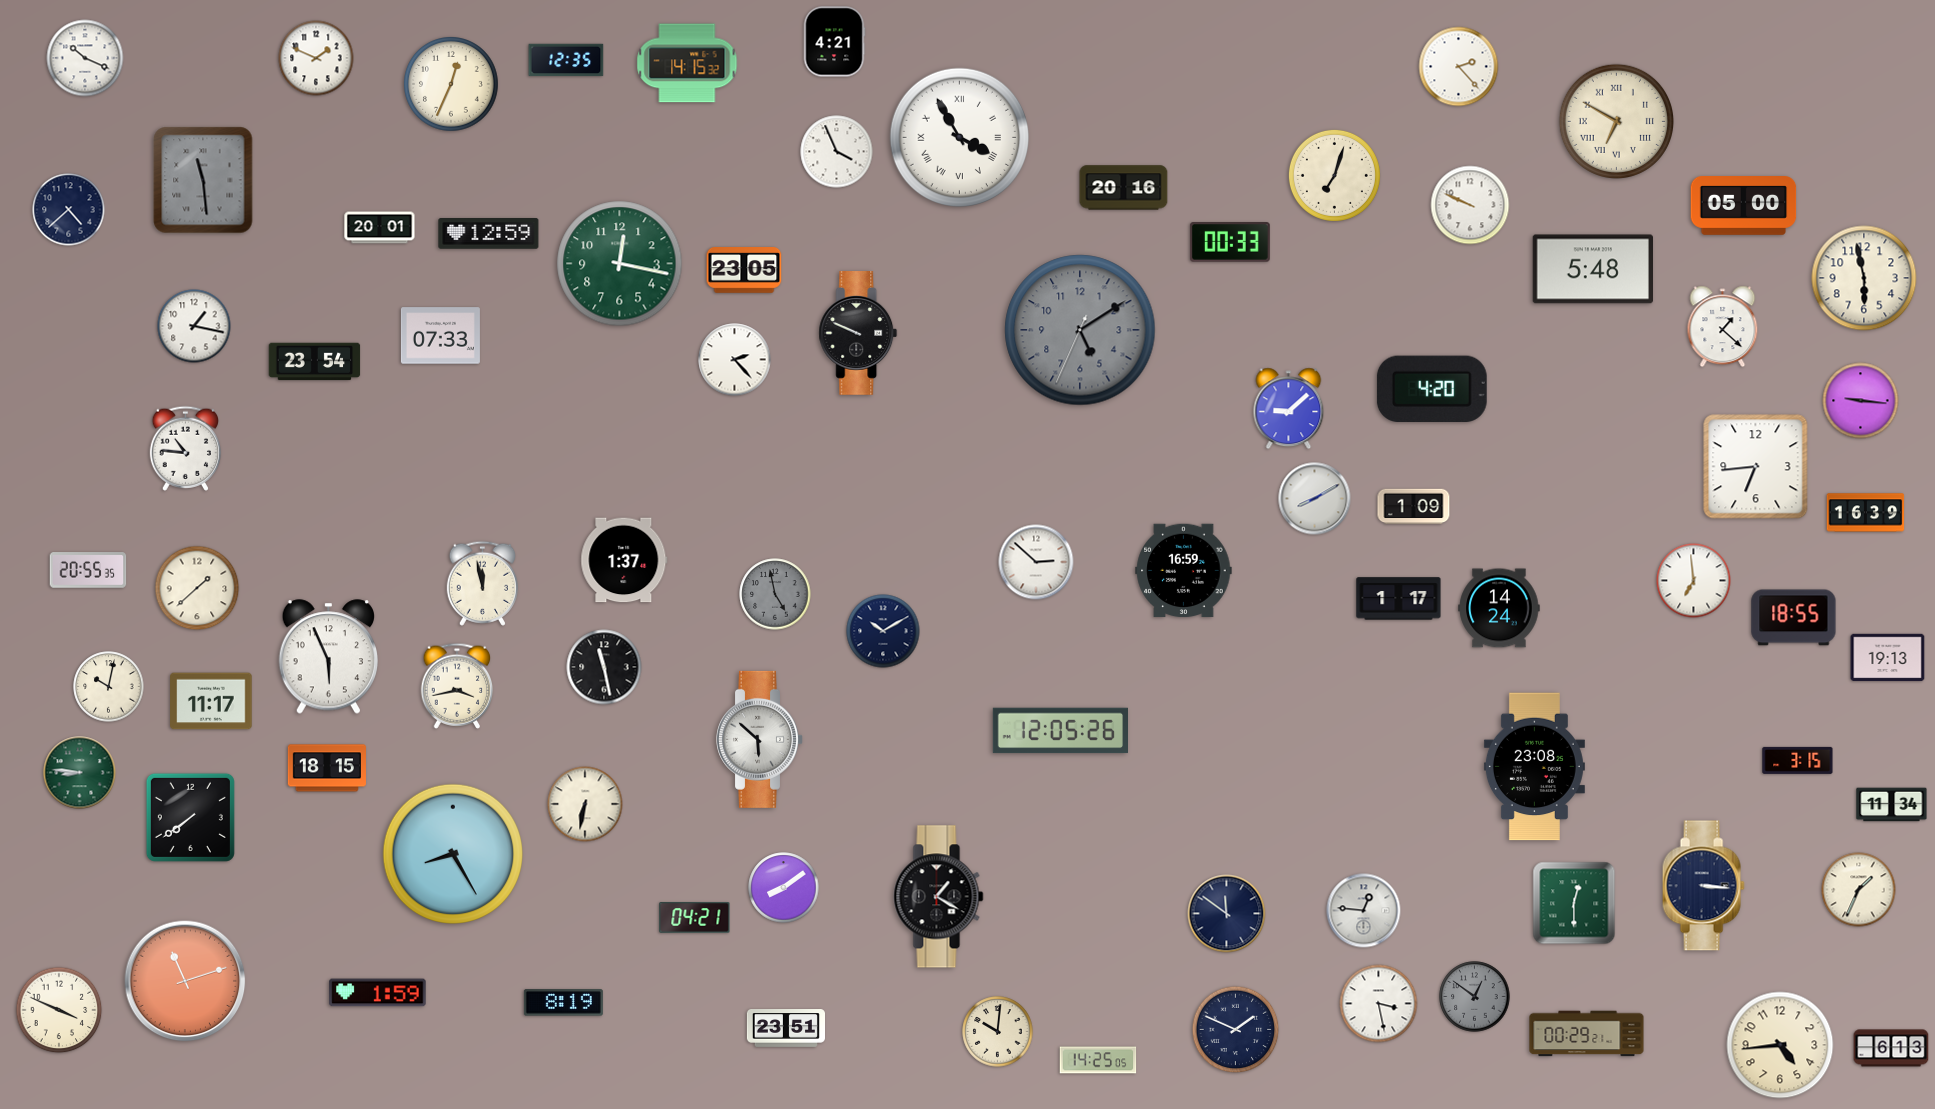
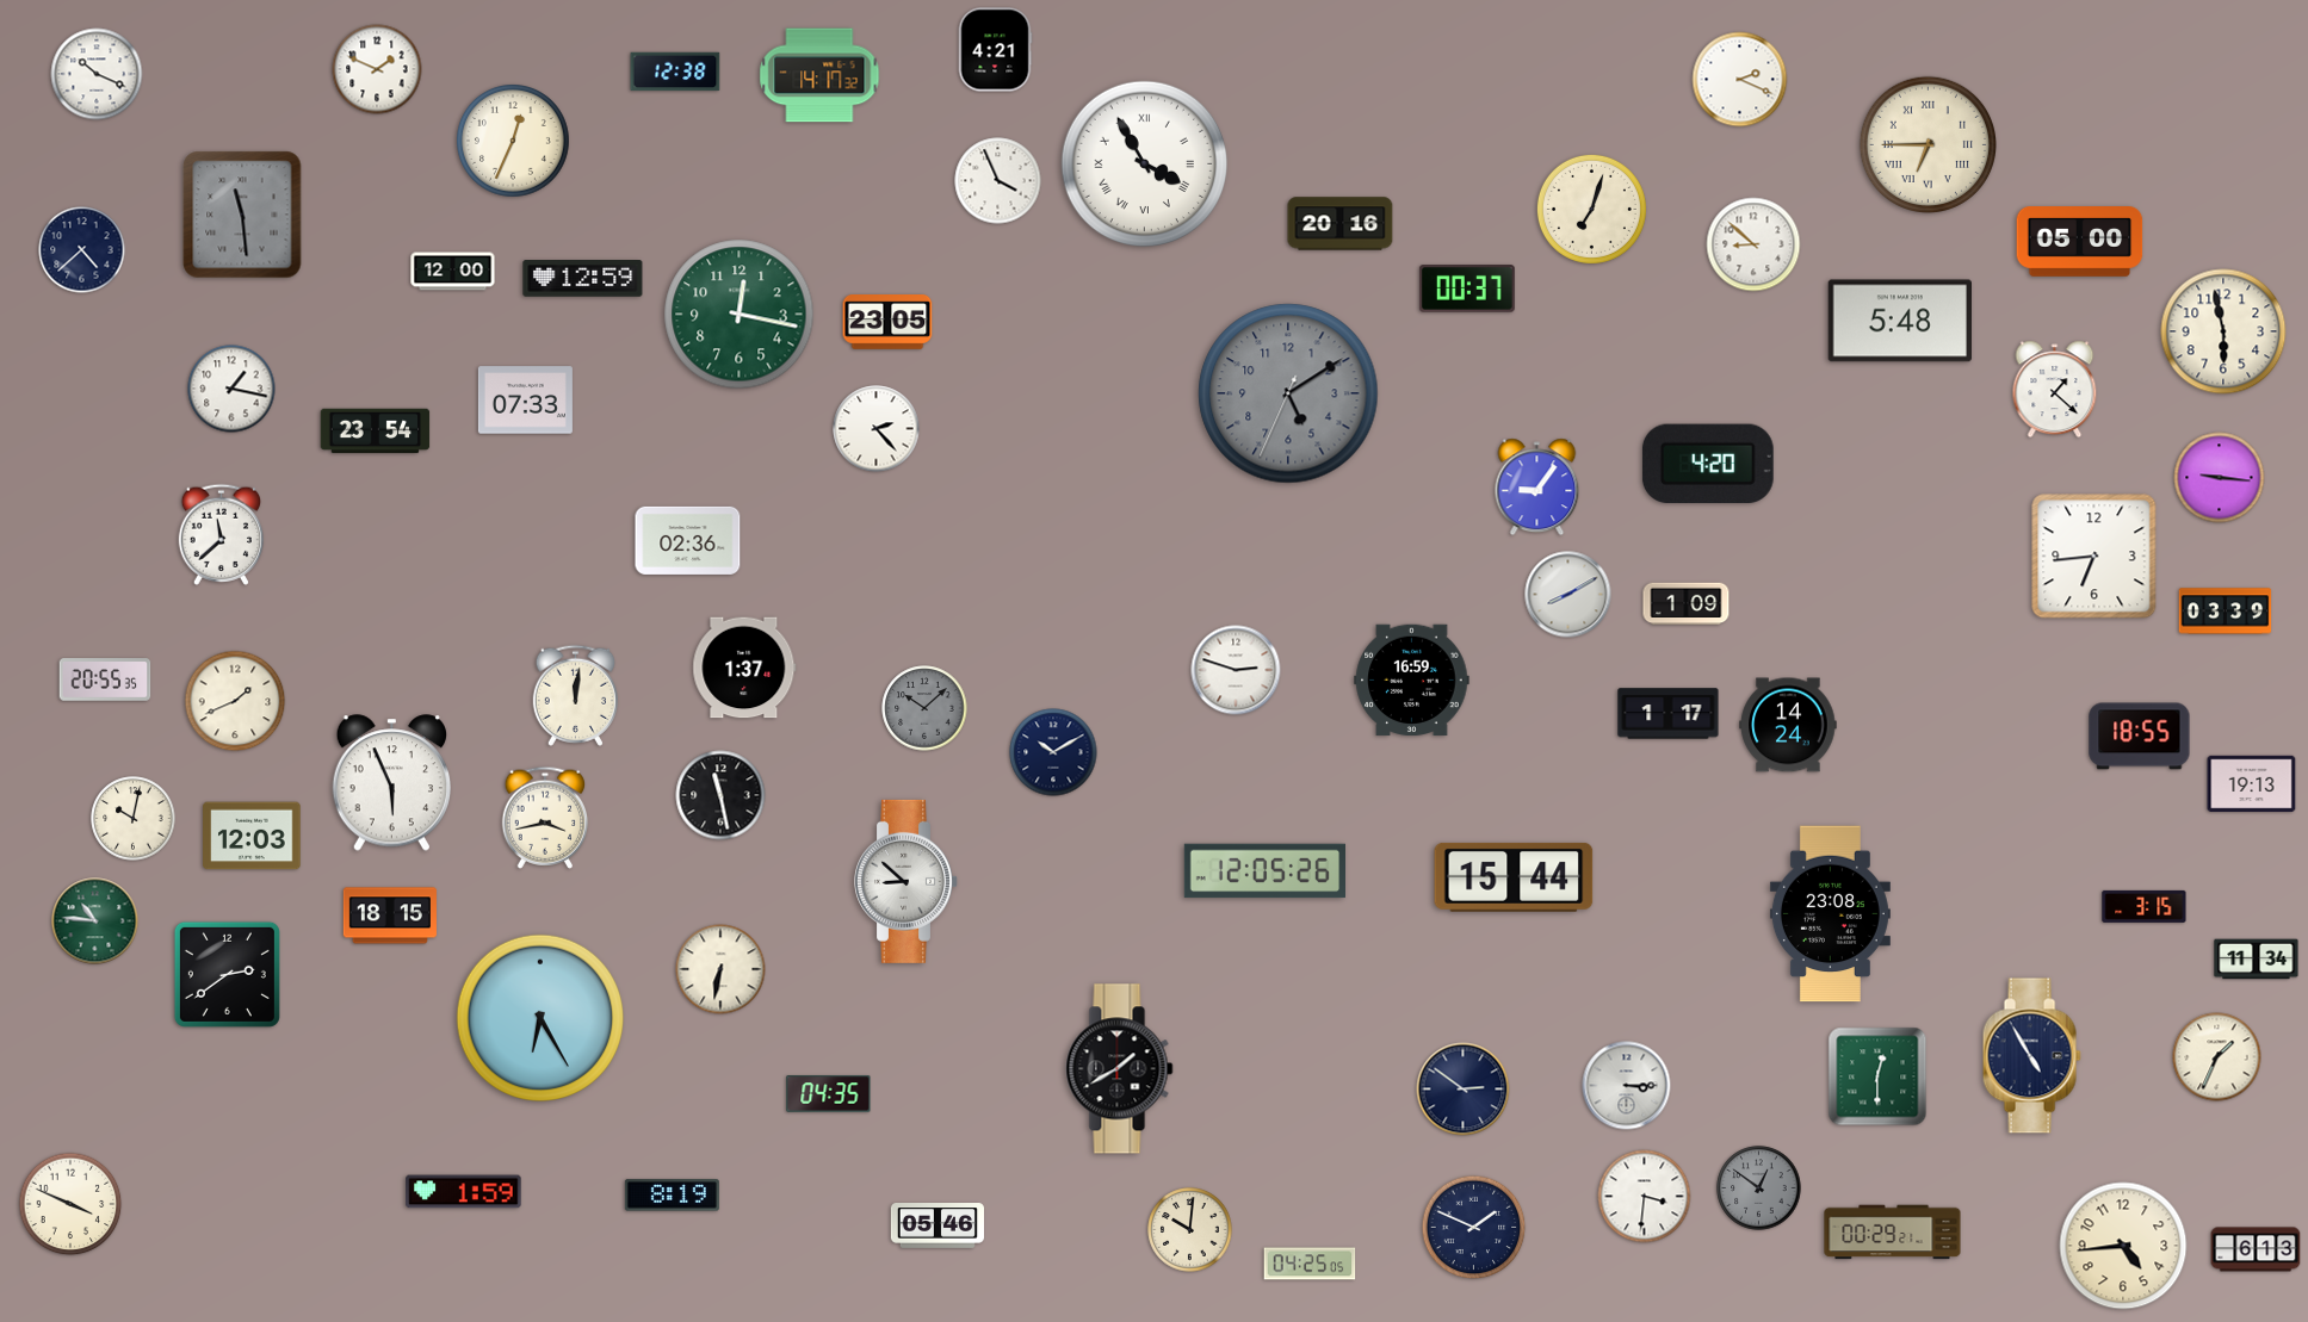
clock at (85, 58) position: (85, 58) -> (97, 74)
clock at (566, 60): 12:35 -> 12:38
clock at (687, 63): 14:15 -> 14:17
clock at (1459, 67): 2:23 -> 2:19
clock at (452, 85) position: (452, 85) -> (514, 142)
clock at (1616, 121): 6:50 -> 6:45
clock at (1470, 205): 9:49 -> 8:52
clock at (1744, 206) position: (1744, 206) -> (2080, 242)
clock at (380, 228): 20:01 -> 12:00
clock at (1230, 242): 00:33 -> 00:37
clock at (858, 334): 9:49 -> none
clock at (1289, 409): 9:08 -> 9:06
clock at (185, 448): 10:46 -> 11:38
clock at (688, 540): none -> 02:36
clock at (1866, 513): 16:39 -> 03:39
clock at (1036, 562): 2:52 -> 2:48
clock at (1694, 581): 6:59 -> none
clock at (482, 583): 11:58 -> 12:01
clock at (197, 588): 1:38 -> 1:41
clock at (775, 594): 4:58 -> 10:08
clock at (109, 687) position: (109, 687) -> (134, 819)
clock at (211, 701): 11:17 -> 12:03
clock at (1514, 877): none -> 15:44
clock at (760, 739): 5:52 -> 8:52
clock at (80, 773): 8:46 -> 10:46
clock at (585, 804) position: (585, 804) -> (720, 969)
clock at (190, 817): 7:39 -> 2:39
clock at (452, 853): 8:25 -> 6:25
clock at (1703, 886): 3:16 -> 4:55
clock at (784, 888): 8:09 -> none
clock at (1859, 890) position: (1859, 890) -> (2217, 1057)
clock at (939, 897): 1:20 -> 1:40
clock at (1364, 911): 12:46 -> 3:15
clock at (1227, 914): 11:51 -> 2:51
clock at (695, 918): 04:21 -> 04:35
clock at (185, 981): 11:12 -> none
clock at (378, 993) position: (378, 993) -> (464, 1192)
clock at (1379, 1004): 3:28 -> 3:31
clock at (785, 1029): 23:51 -> 05:46
clock at (1098, 1060): 14:25 -> 04:25
